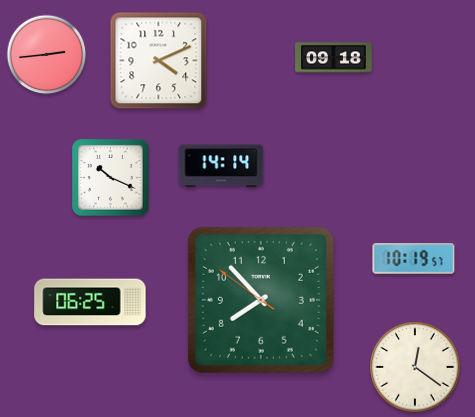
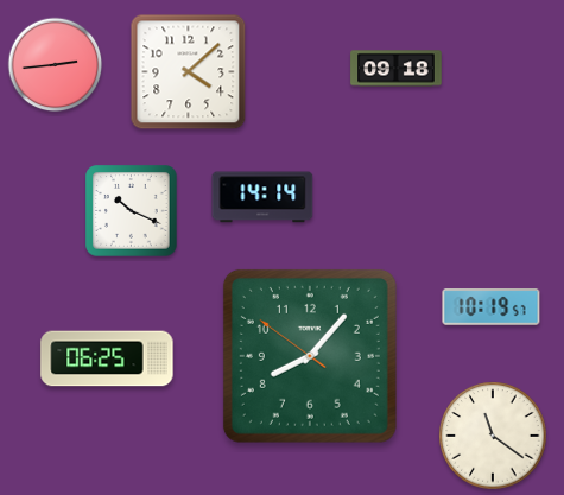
clock at (159, 61): 4:11 -> 4:08
clock at (261, 300): 7:52 -> 8:06
clock at (415, 367): 12:21 -> 11:21
